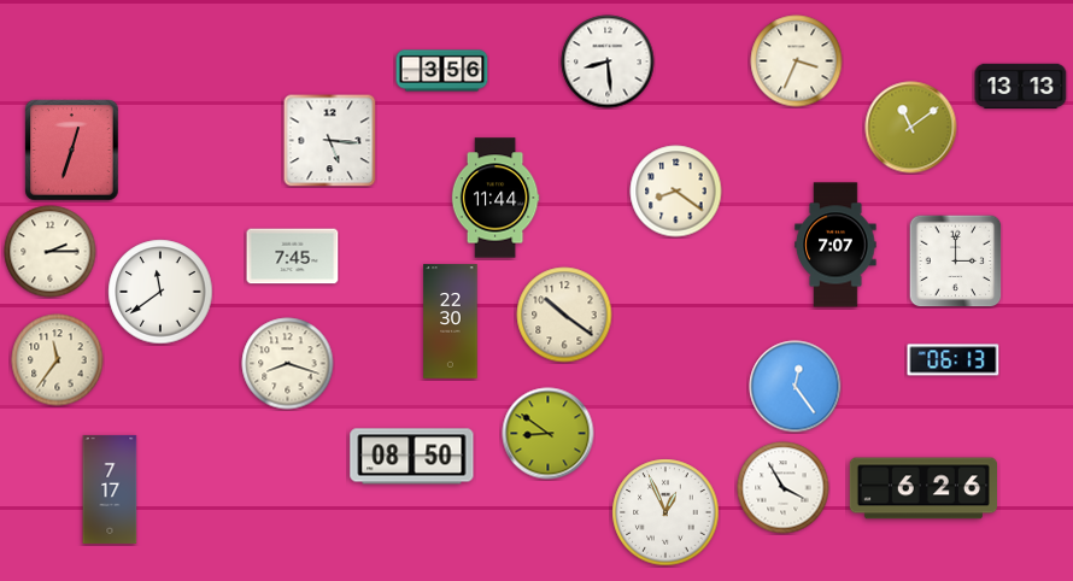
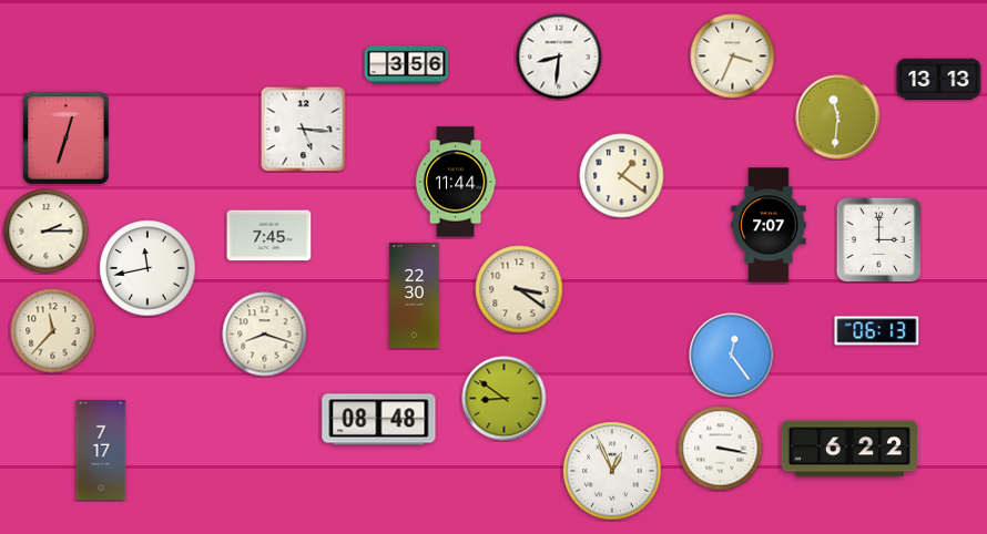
clock at (608, 61): 8:29 -> 8:31
clock at (911, 128): 11:09 -> 11:31
clock at (676, 192): 8:21 -> 1:21
clock at (160, 292): 11:39 -> 11:43
clock at (564, 315): 10:21 -> 3:21
clock at (58, 360): 11:36 -> 11:37
clock at (412, 457): 08:50 -> 08:48
clock at (784, 488): 3:55 -> 3:17
clock at (922, 488): 6:26 -> 6:22
